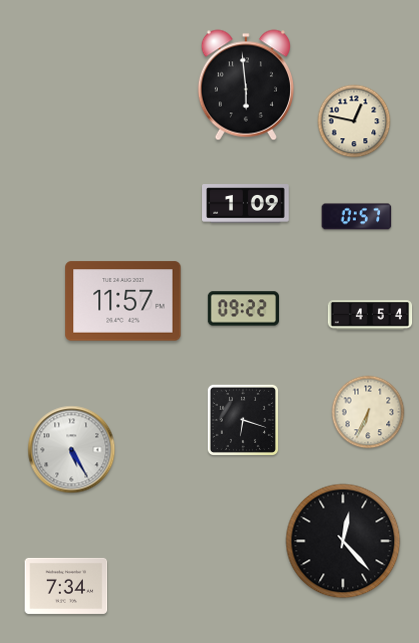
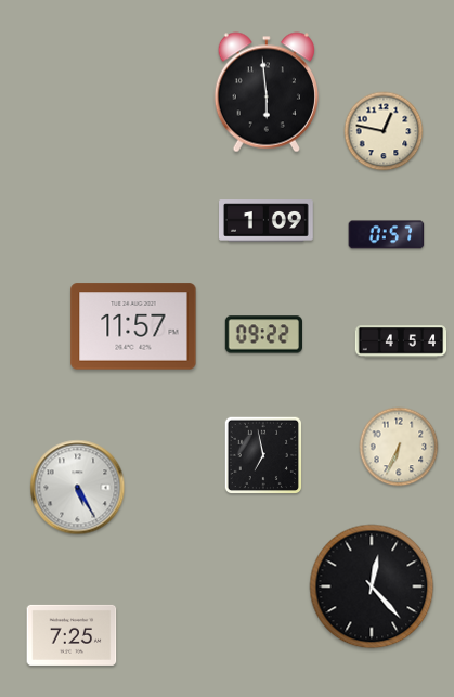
clock at (242, 419): 6:18 -> 6:58
clock at (66, 586): 7:34 -> 7:25
